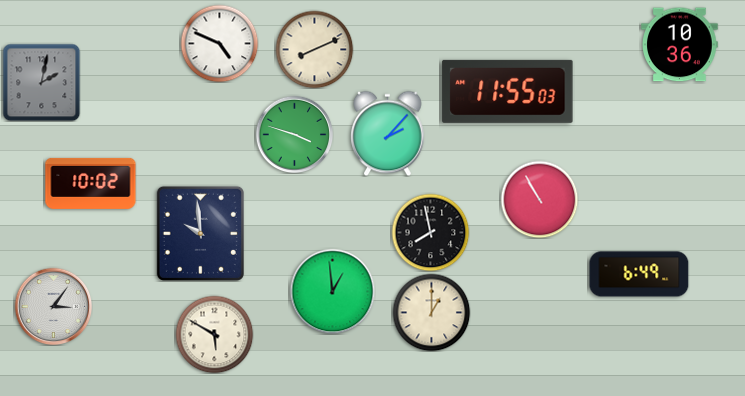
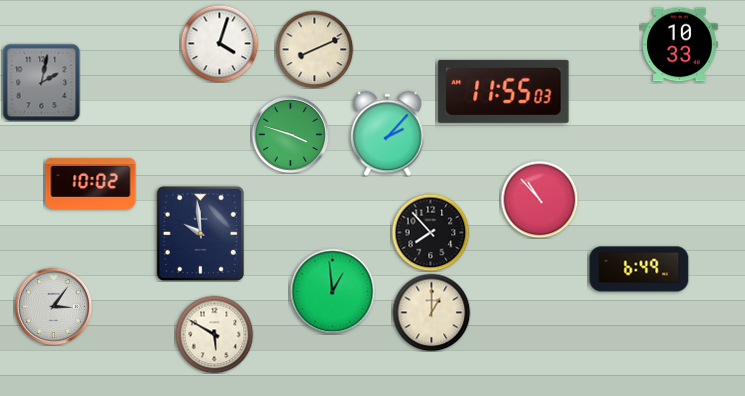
clock at (219, 43): 4:49 -> 4:03
clock at (680, 45): 10:36 -> 10:33
clock at (508, 91) position: (508, 91) -> (504, 91)
clock at (294, 134) position: (294, 134) -> (290, 134)
clock at (539, 199): 10:55 -> 10:53
clock at (430, 232): 7:58 -> 7:53
clock at (639, 274) position: (639, 274) -> (639, 269)
